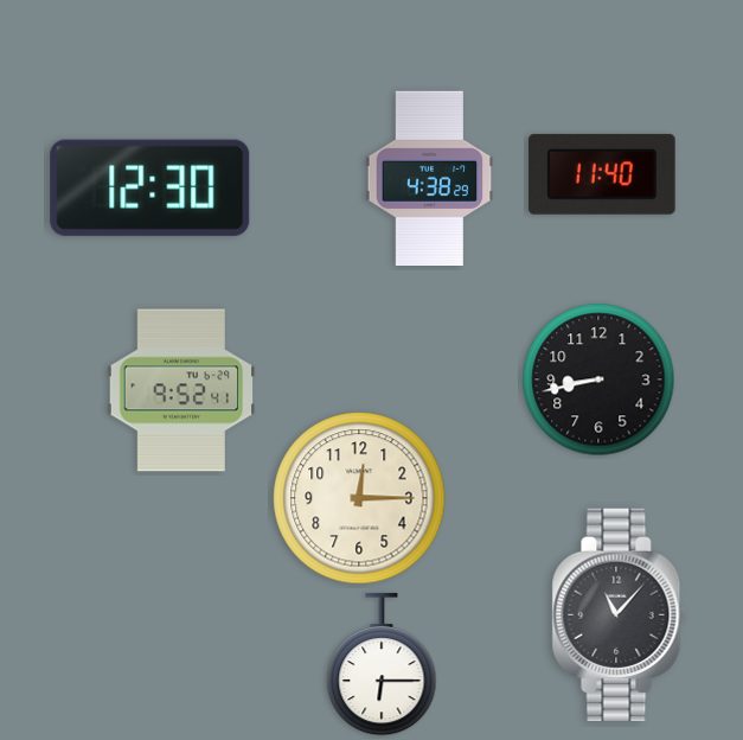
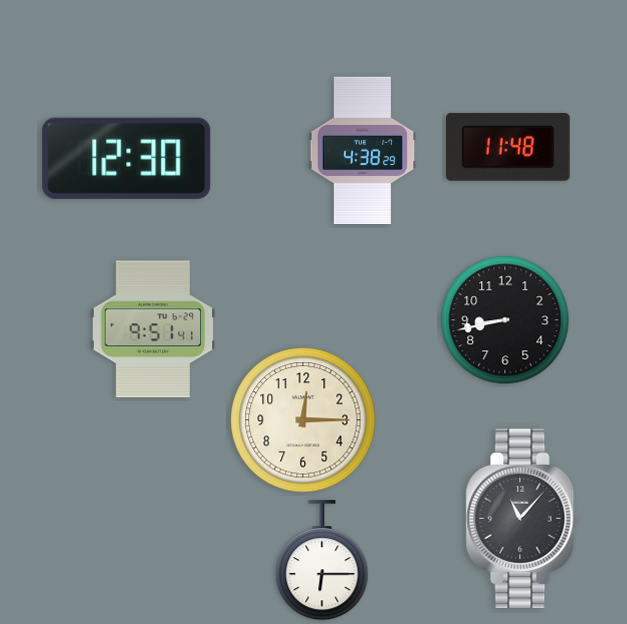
clock at (603, 174): 11:40 -> 11:48
clock at (181, 390): 9:52 -> 9:51
